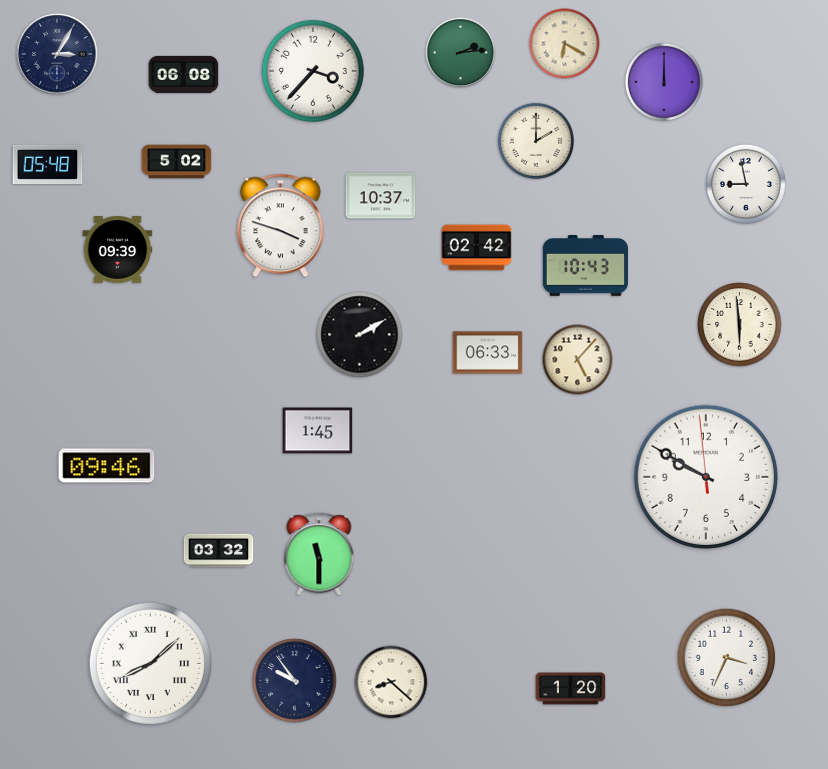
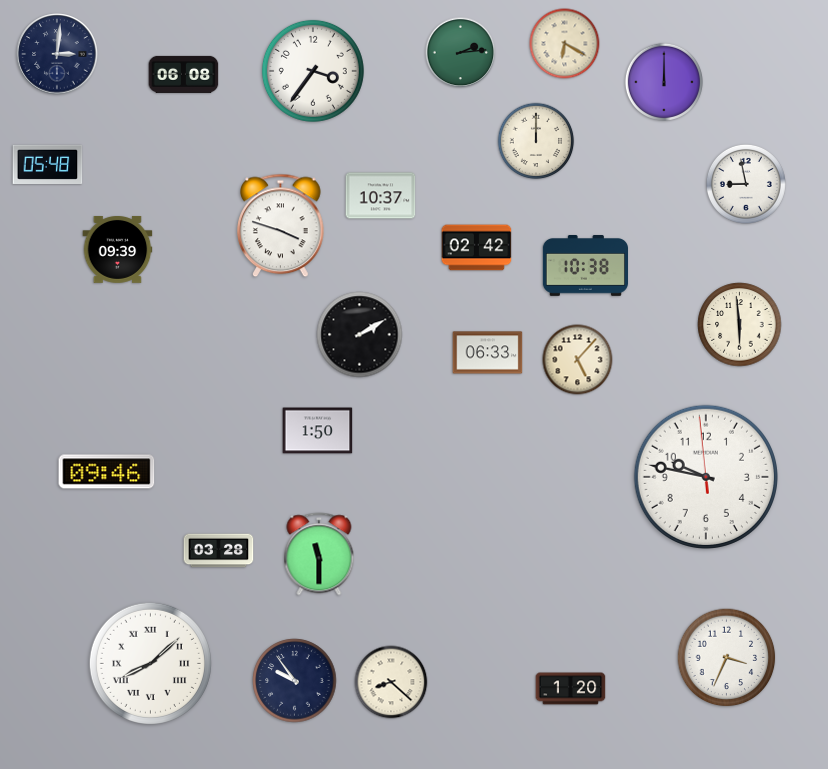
clock at (57, 54): 3:05 -> 3:01
clock at (313, 71): 3:37 -> 3:36
clock at (536, 141): 2:00 -> 12:00
clock at (177, 162): 5:02 -> none
clock at (585, 266): 10:43 -> 10:38
clock at (318, 431): 1:45 -> 1:50
clock at (107, 466) position: (107, 466) -> (107, 472)
clock at (706, 477): 9:49 -> 9:46
clock at (219, 551): 03:32 -> 03:28
